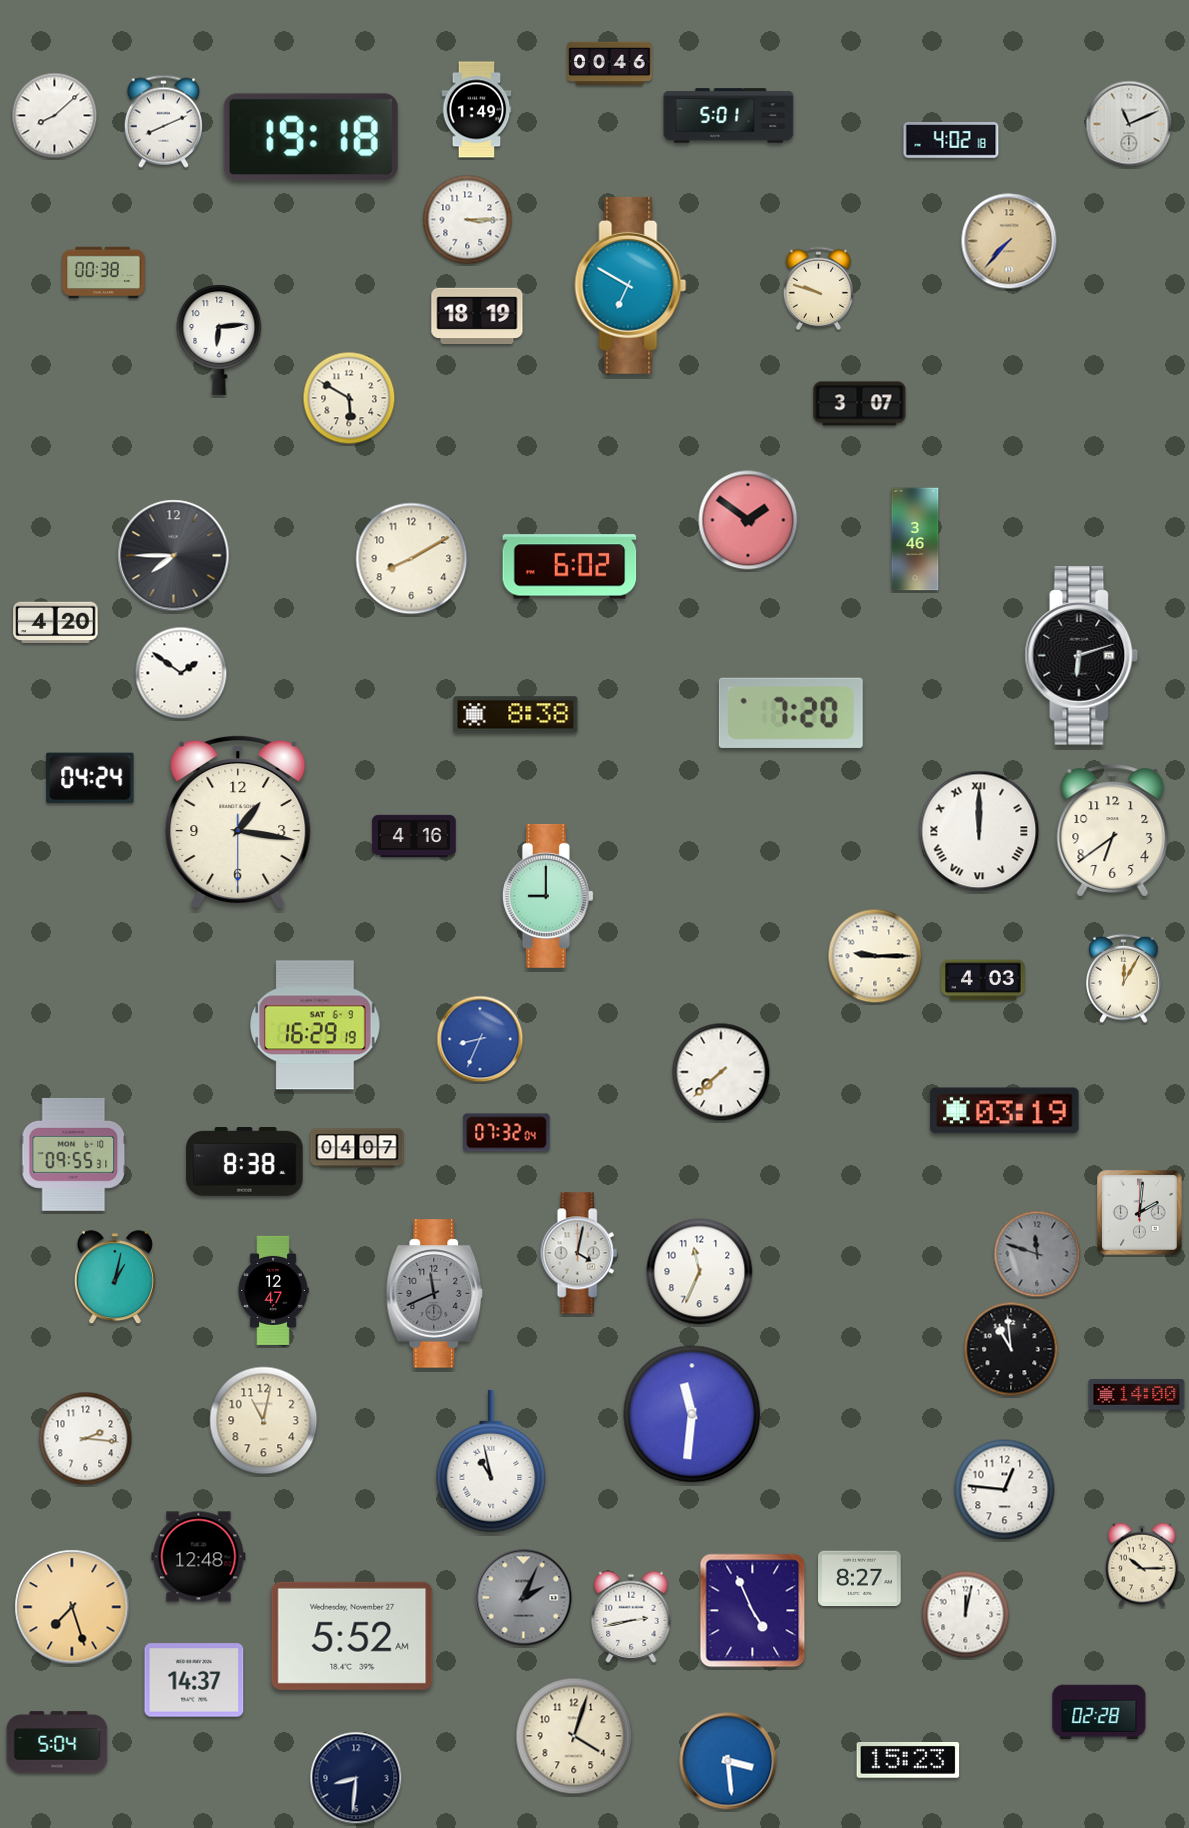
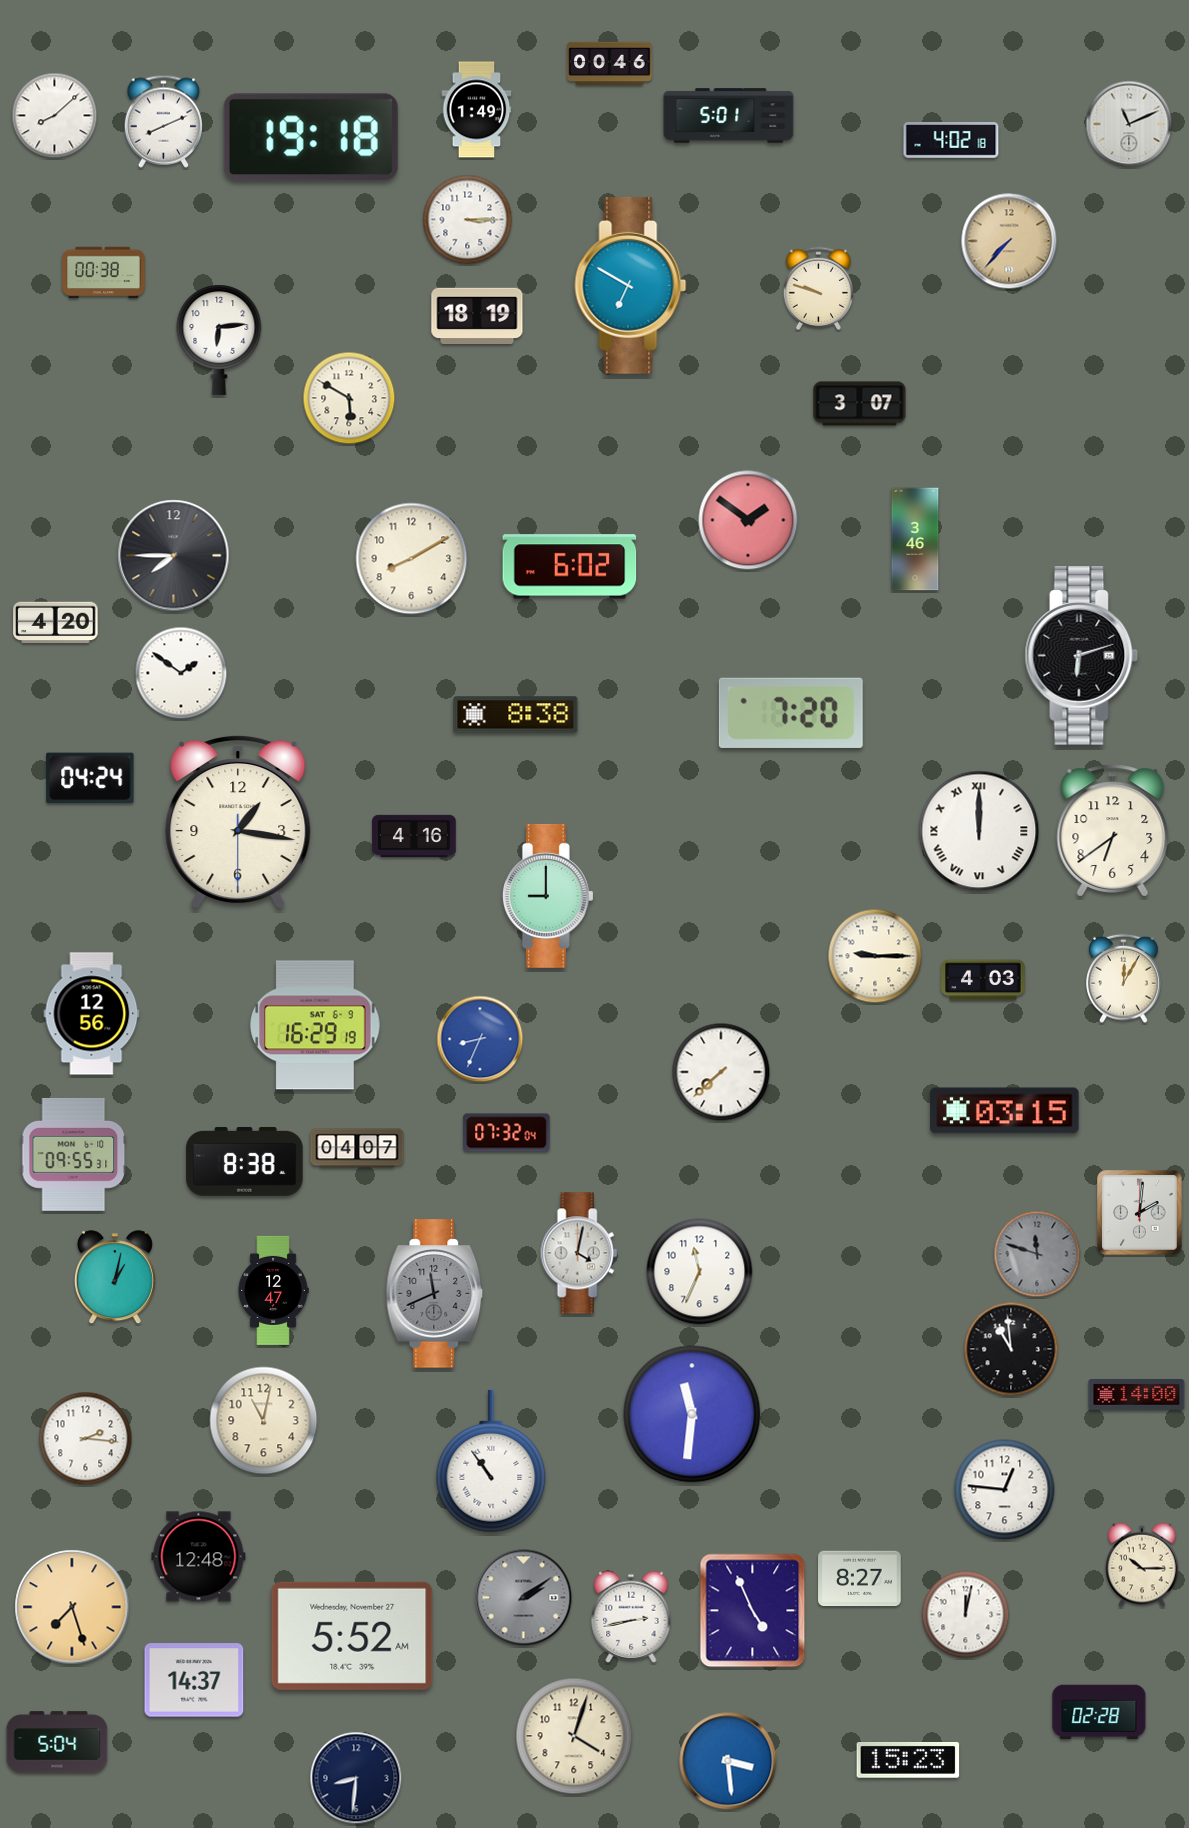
clock at (92, 1014): none -> 12:56
clock at (1005, 1111): 03:19 -> 03:15
clock at (491, 1461): 10:58 -> 10:54
clock at (524, 1598): 2:04 -> 2:09
